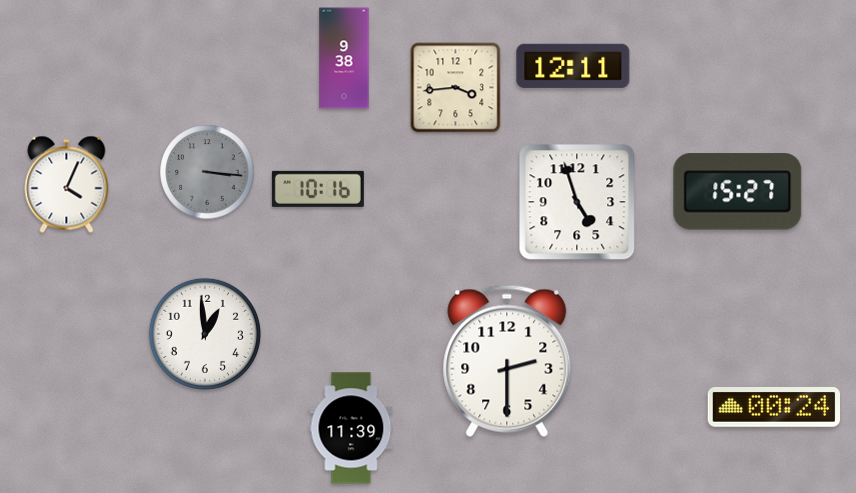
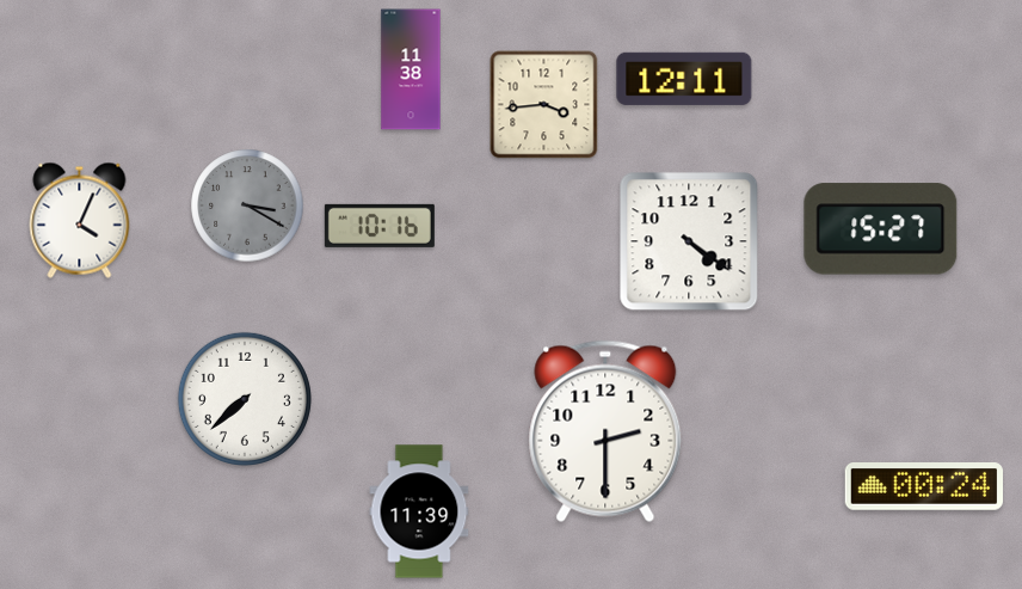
clock at (344, 58): 9:38 -> 11:38
clock at (207, 172): 3:16 -> 3:20
clock at (577, 202): 4:57 -> 4:21
clock at (205, 334): 12:59 -> 7:38
